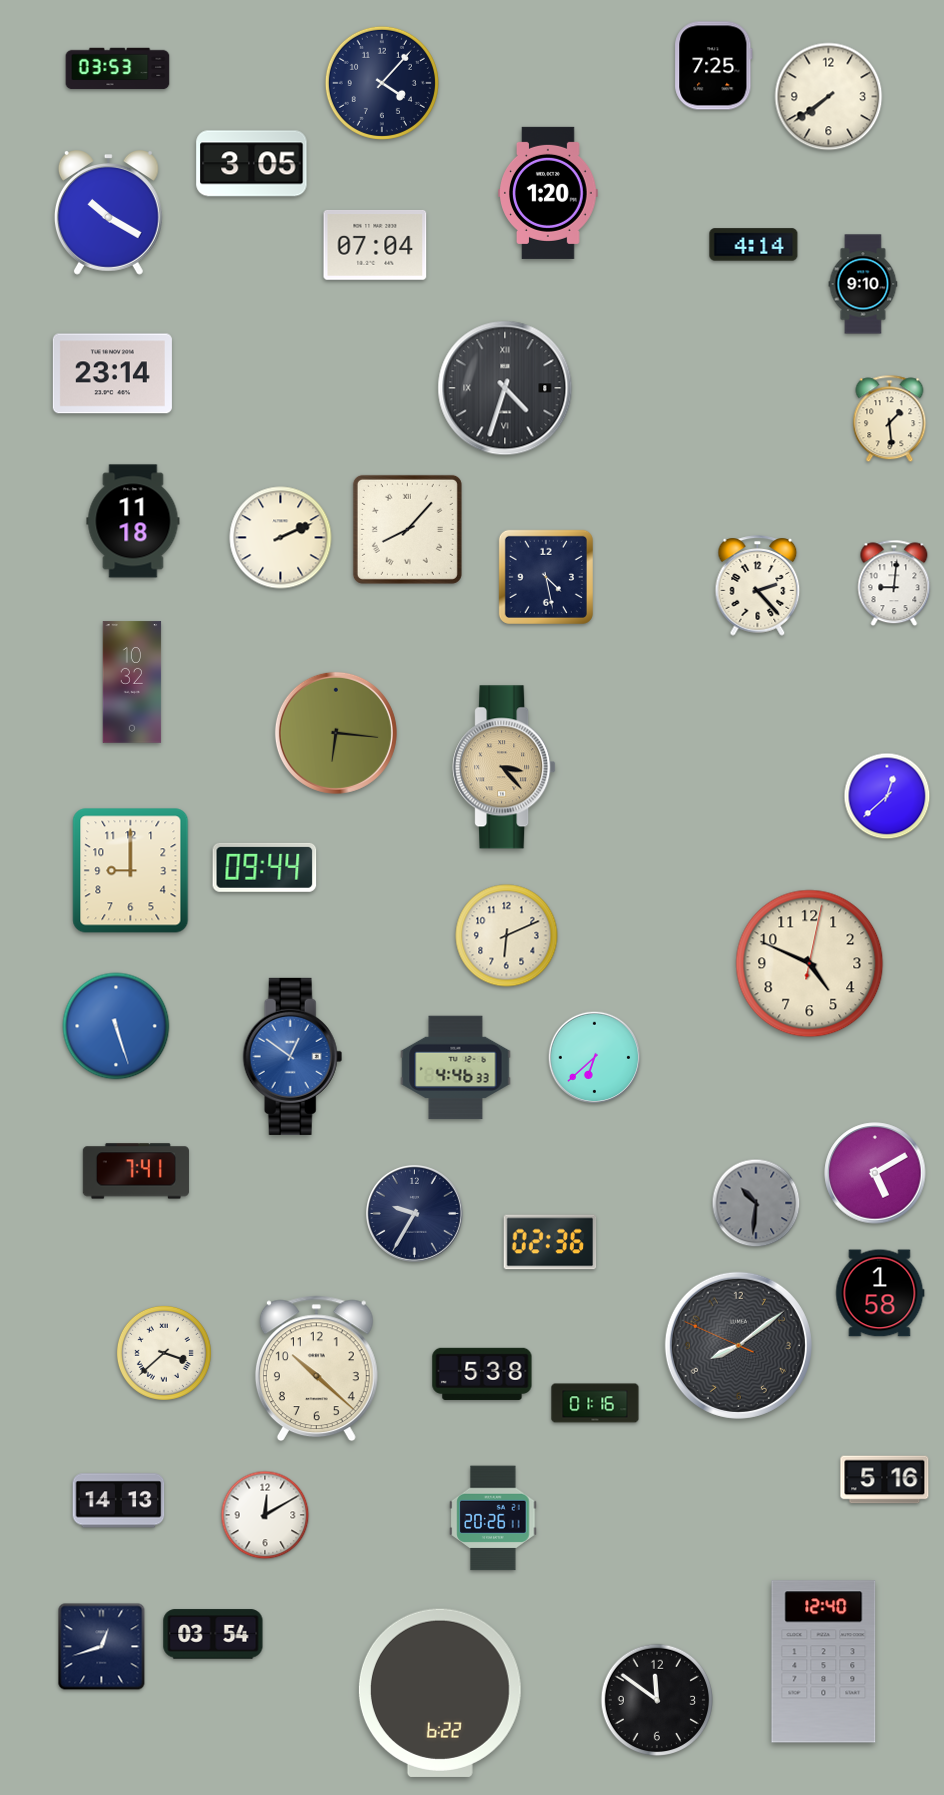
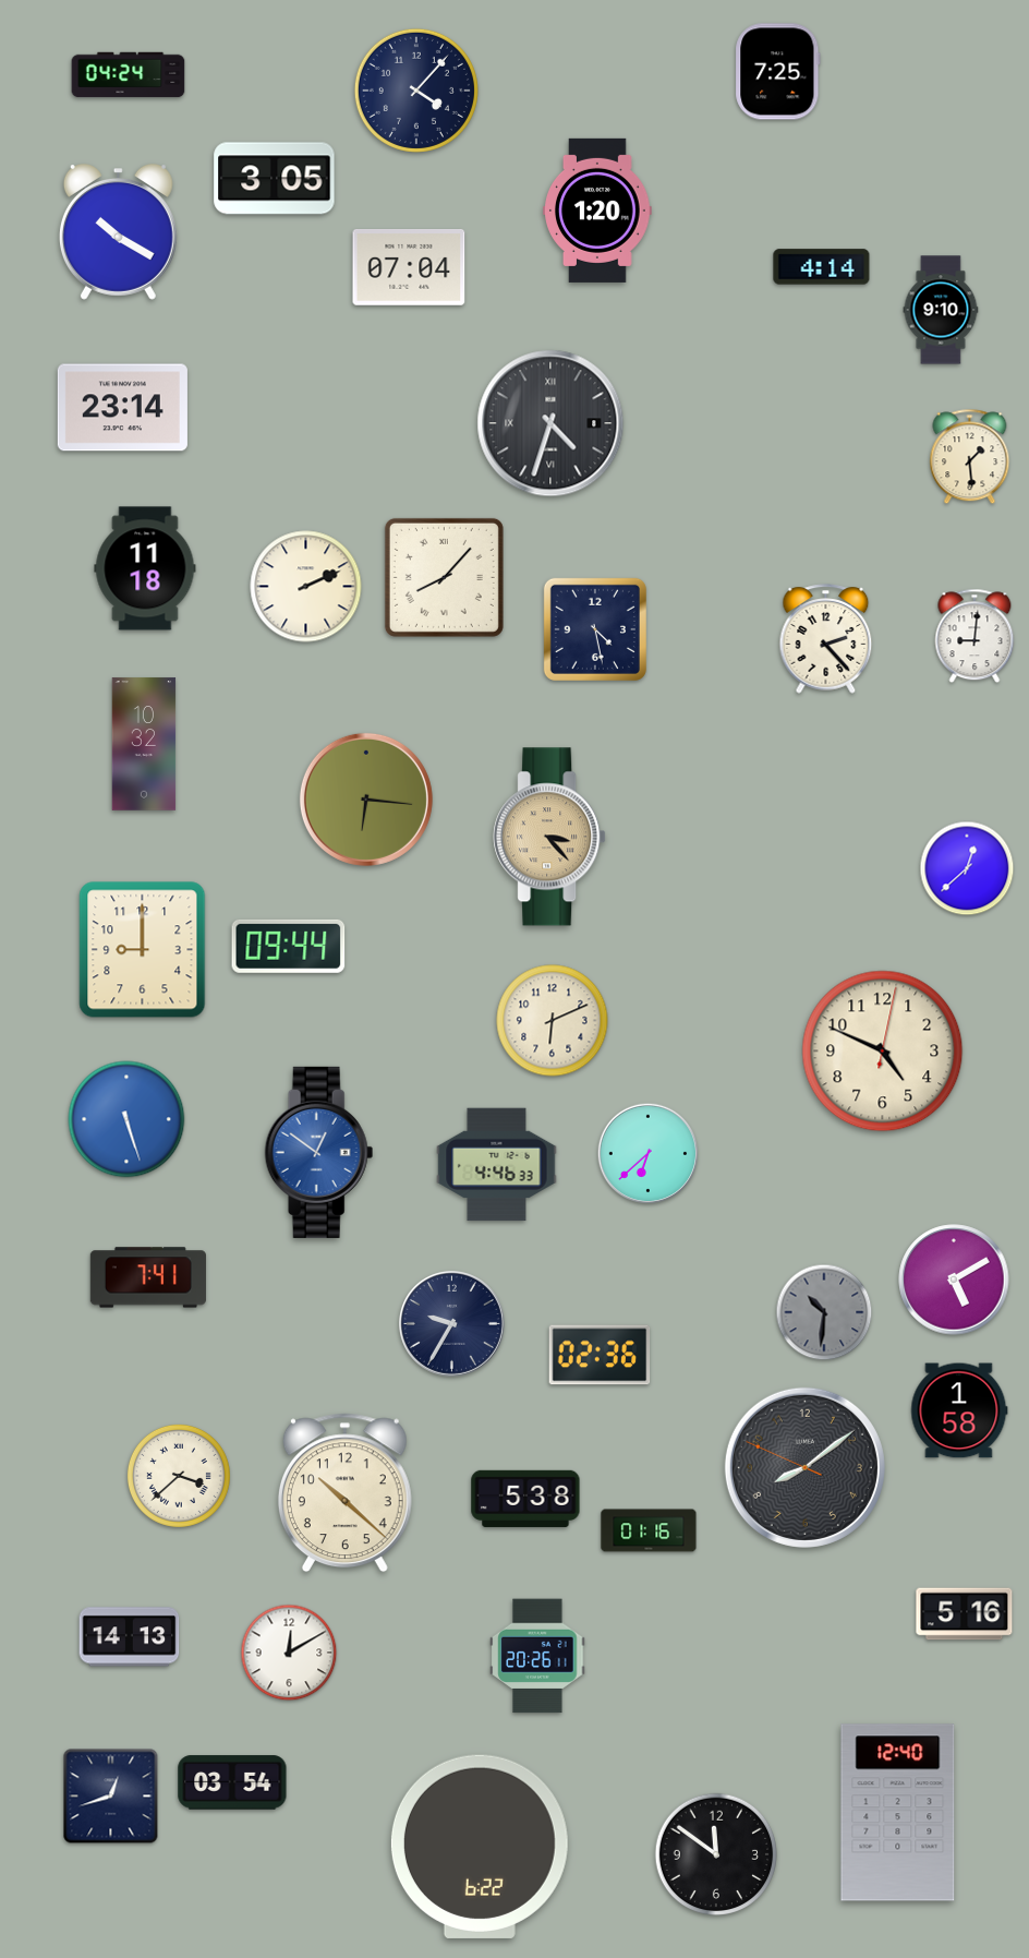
clock at (118, 69): 03:53 -> 04:24
clock at (829, 97): 7:39 -> none
